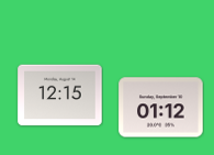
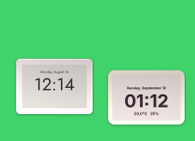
clock at (60, 96): 12:15 -> 12:14
